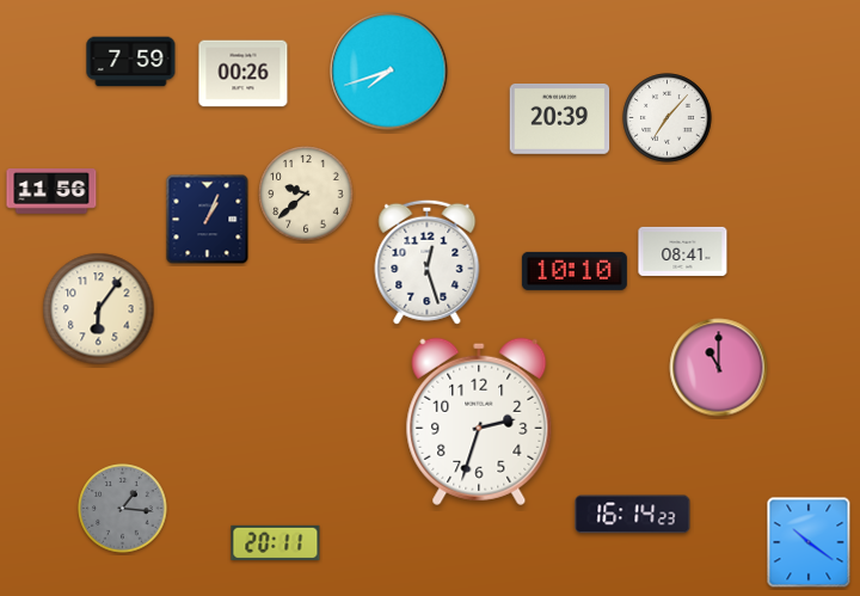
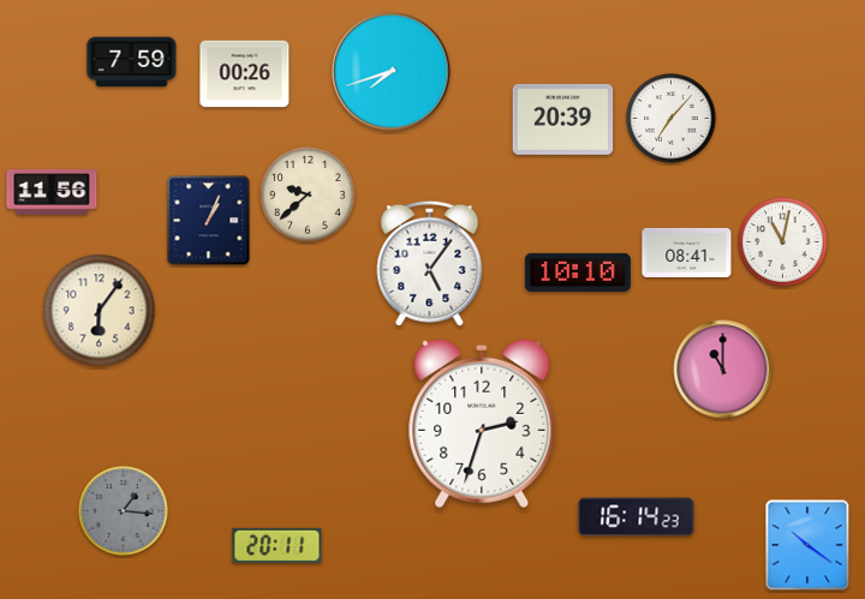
clock at (783, 242): none -> 11:02
clock at (428, 262): 12:27 -> 5:06
clock at (809, 542) position: (809, 542) -> (807, 545)
